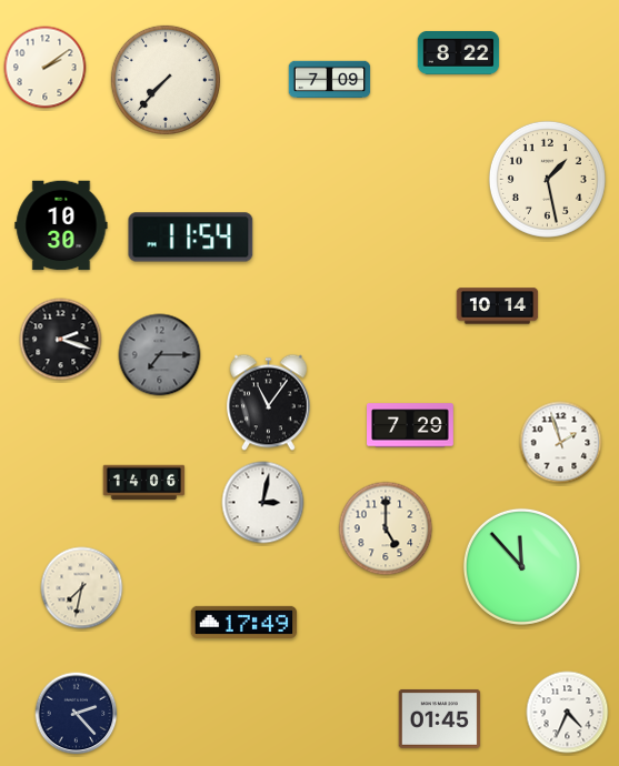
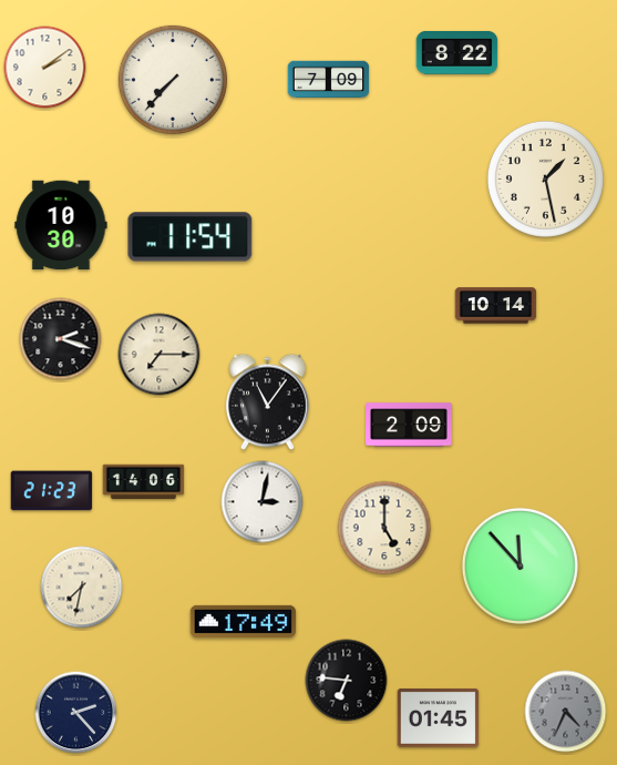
clock at (166, 80) position: (166, 80) -> (173, 80)
clock at (160, 355) dial: grey -> cream
clock at (411, 425): 7:29 -> 2:09
clock at (561, 443): 1:57 -> none
clock at (52, 491): none -> 21:23
clock at (347, 681): none -> 6:46
clock at (568, 713) dial: white -> grey
